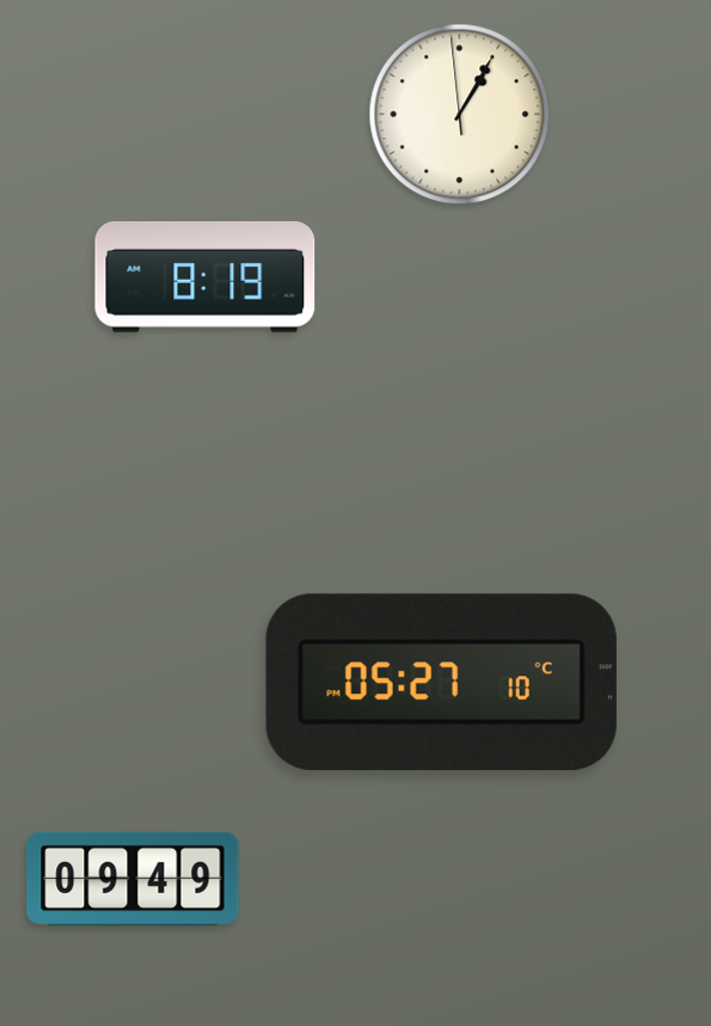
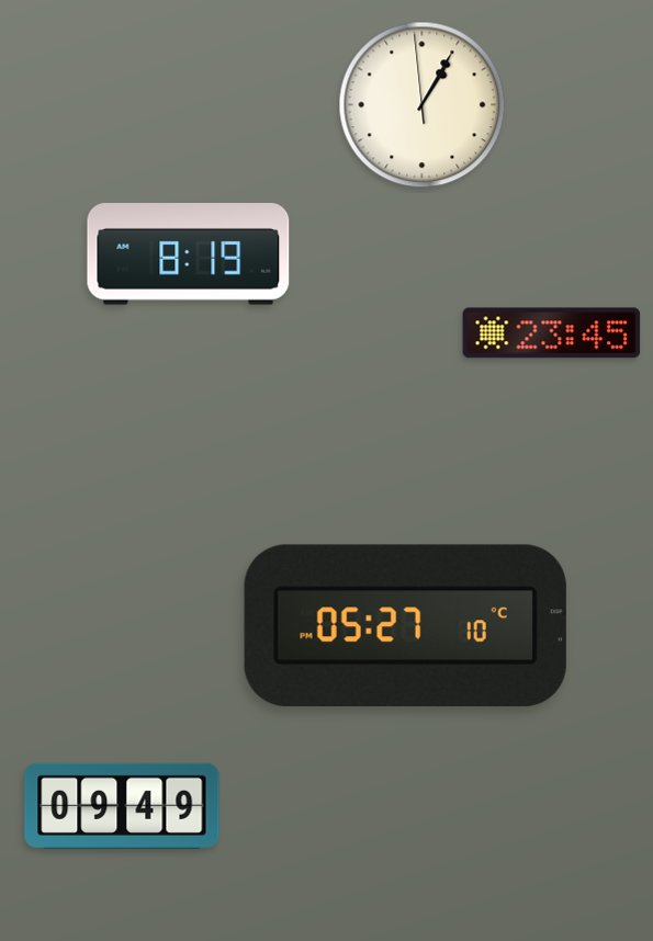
clock at (552, 333): none -> 23:45
